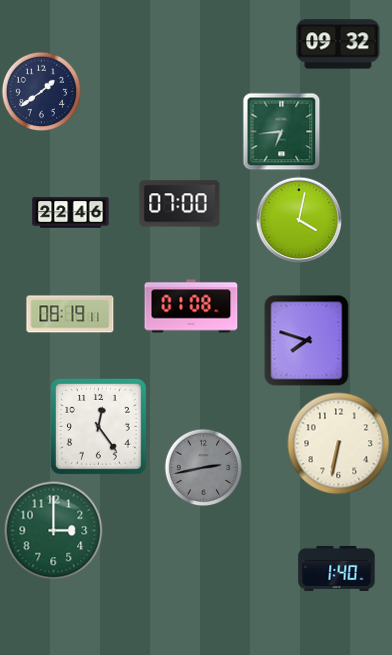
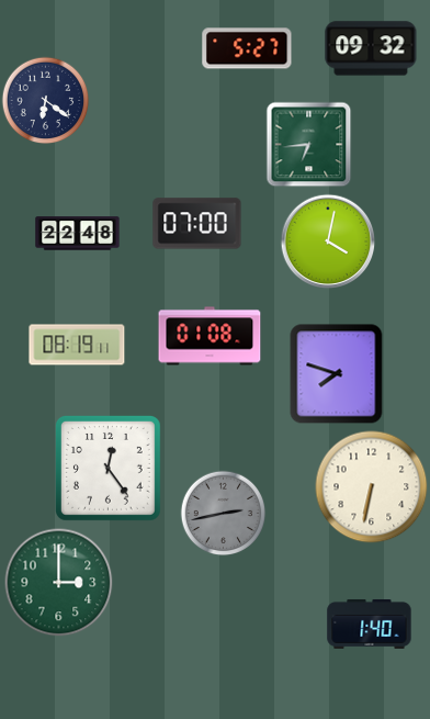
clock at (247, 48): none -> 5:27
clock at (41, 91): 1:39 -> 6:21
clock at (71, 213): 22:46 -> 22:48
